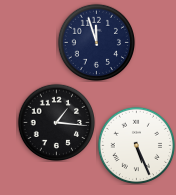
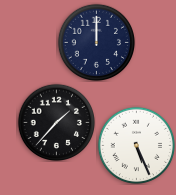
clock at (96, 42): 11:57 -> 12:00
clock at (56, 122): 1:16 -> 1:37
